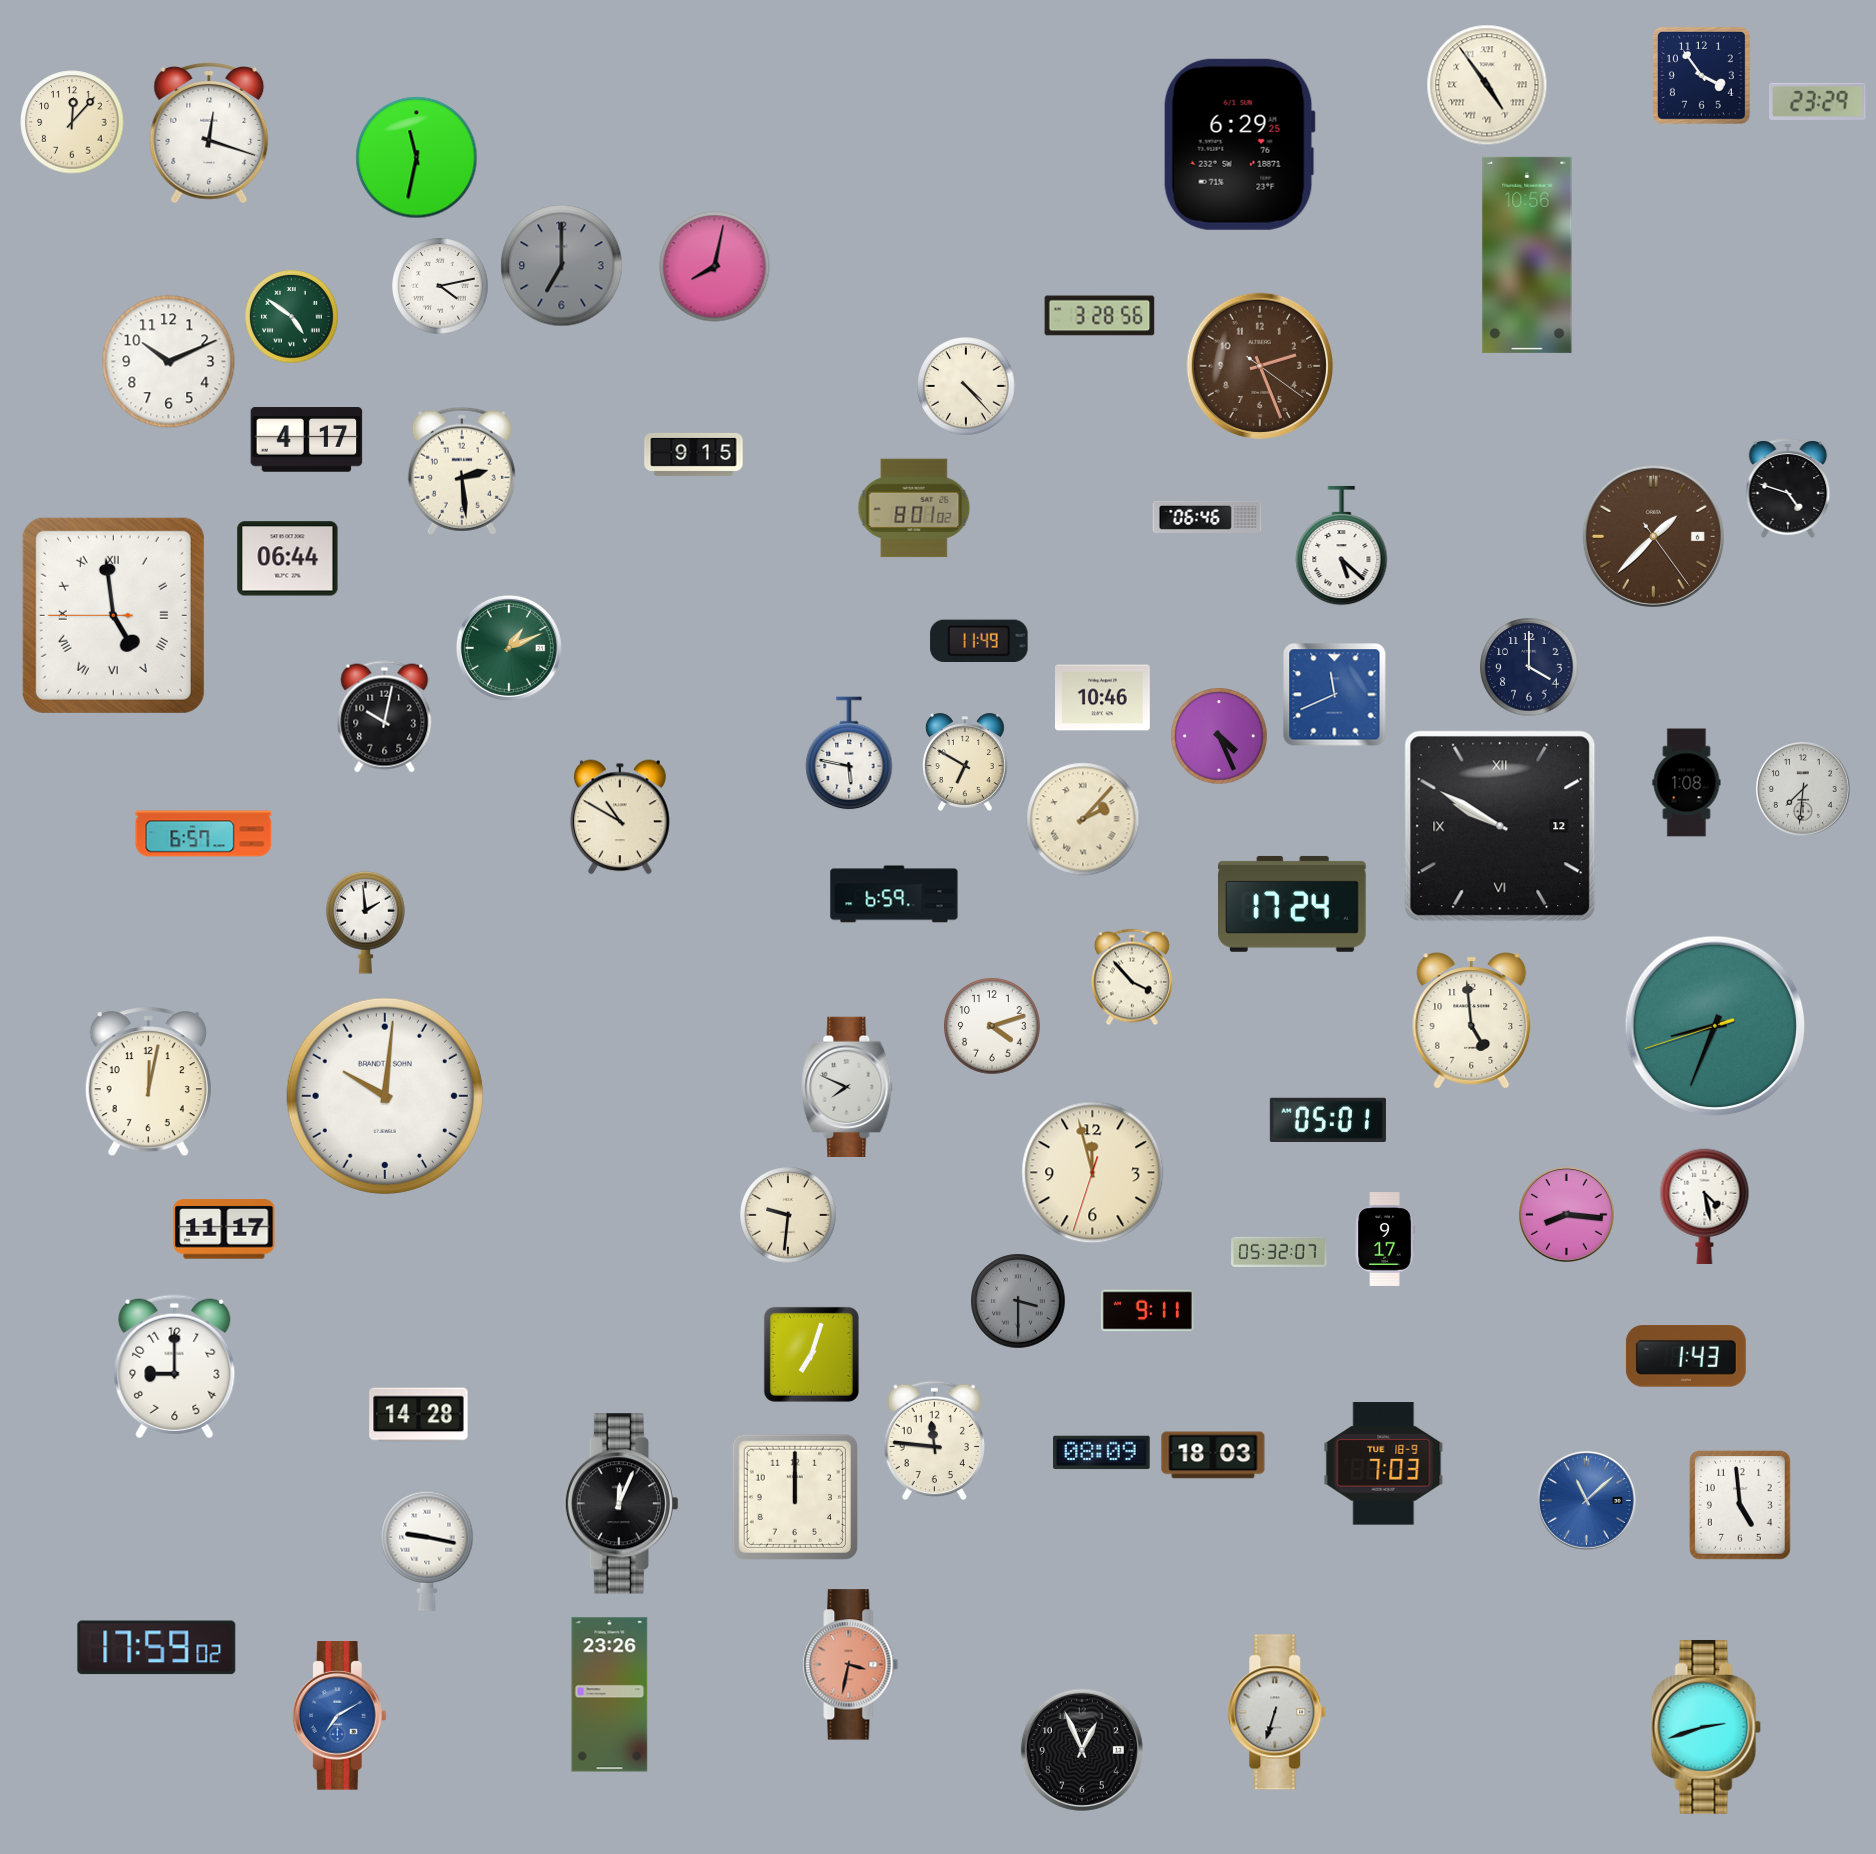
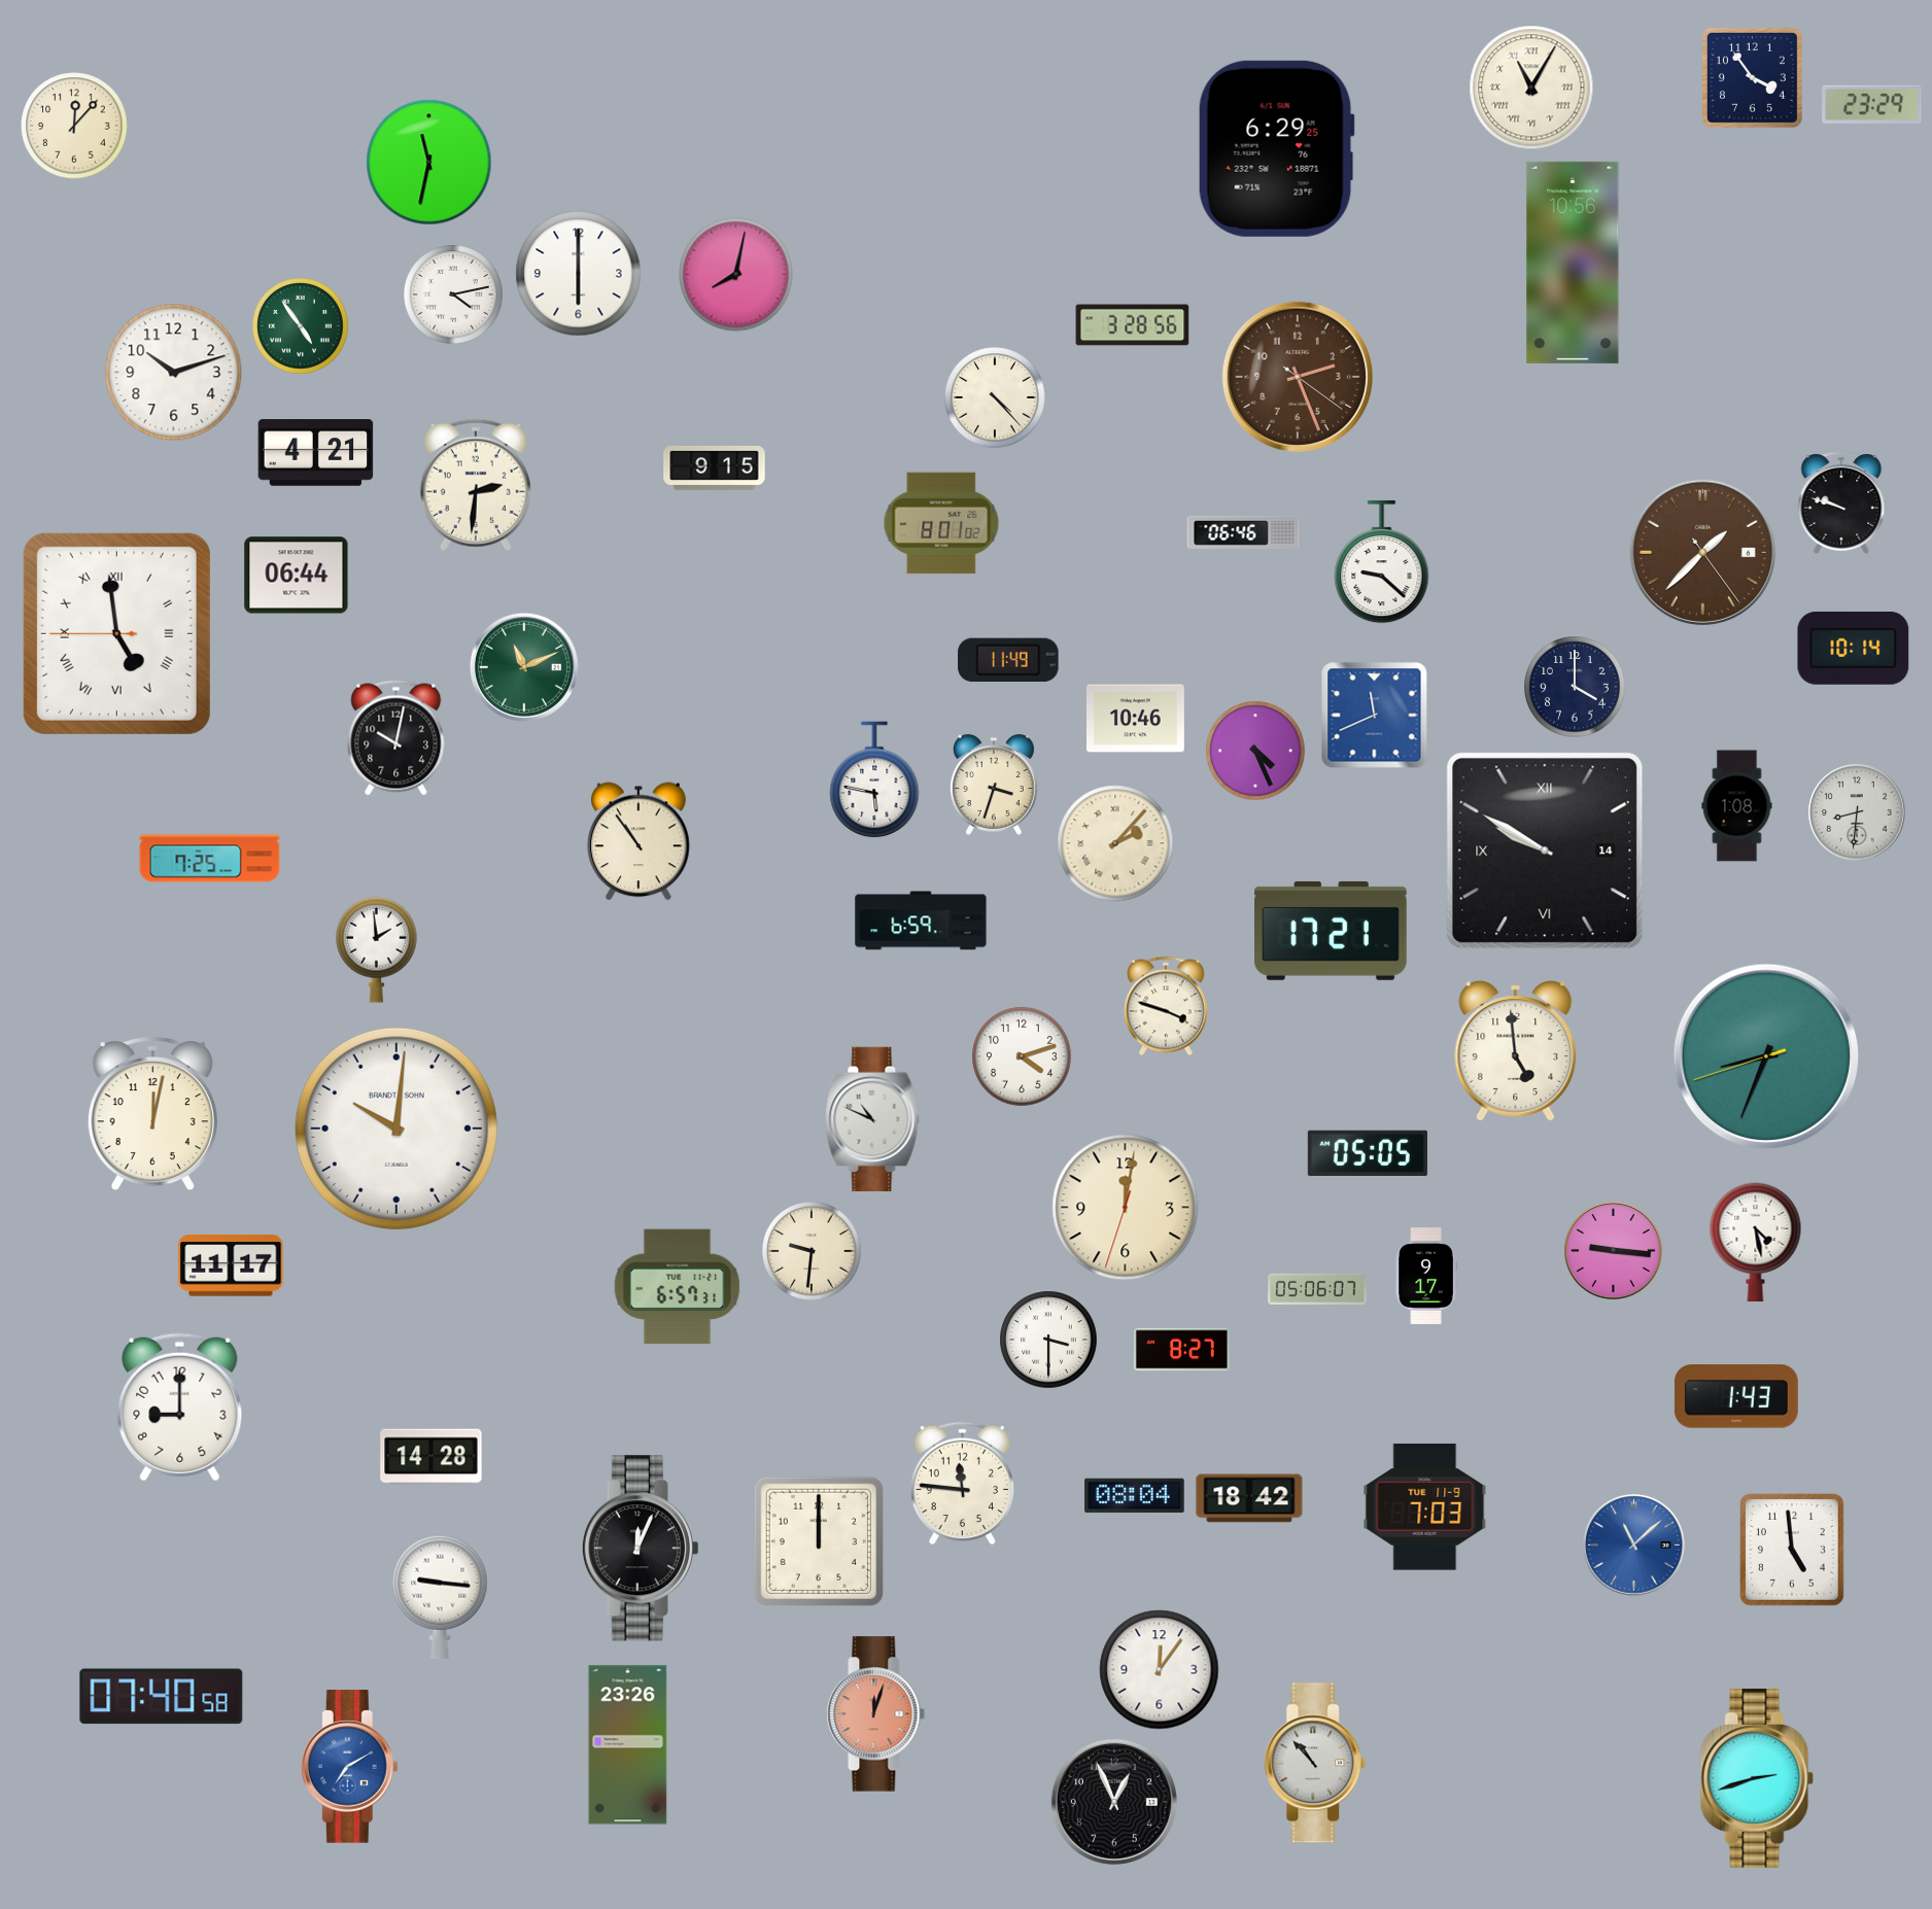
clock at (1487, 85): 4:54 -> 11:05
clock at (209, 133): 12:18 -> none
clock at (562, 266): 7:00 -> 6:00
clock at (562, 266) dial: grey -> white
clock at (292, 317): 4:51 -> 4:54
clock at (169, 362): 10:11 -> 10:12
clock at (307, 440): 4:17 -> 4:21
clock at (462, 471): 2:29 -> 2:31
clock at (1788, 488): 4:48 -> 9:48
clock at (1342, 546): 5:22 -> 9:22
clock at (1854, 648): none -> 10:14
clock at (509, 648): 1:11 -> 11:11
clock at (1219, 736) position: (1219, 736) -> (1255, 751)
clock at (849, 754) position: (849, 754) -> (874, 780)
clock at (965, 762): 6:50 -> 3:33
clock at (1804, 790): 7:31 -> 8:31
clock at (620, 817): 10:50 -> 10:54
clock at (1500, 826) date: 12 -> 14
clock at (204, 834): 6:57 -> 7:25
clock at (1293, 904): 17:24 -> 17:21
clock at (1132, 977): 3:53 -> 3:48
clock at (847, 1086): 7:49 -> 10:49
clock at (1328, 1119): 05:01 -> 05:05
clock at (1093, 1173): 11:57 -> 12:01
clock at (1567, 1215): 8:16 -> 9:16
clock at (678, 1287): none -> 6:57
clock at (1279, 1252): 05:32 -> 05:06
clock at (1018, 1301) dial: grey -> white
clock at (1147, 1311): 9:11 -> 8:27
clock at (811, 1354): 7:03 -> none
clock at (1102, 1453): 08:09 -> 08:04
clock at (1213, 1455): 18:03 -> 18:42
clock at (1384, 1464) date: TUE 18-9 -> TUE 11-9
clock at (427, 1551): 9:17 -> 9:16
clock at (1160, 1670): none -> 12:06
clock at (157, 1648): 17:59 -> 07:40
clock at (851, 1665): 3:32 -> 12:03
clock at (1277, 1712): 6:33 -> 10:53
